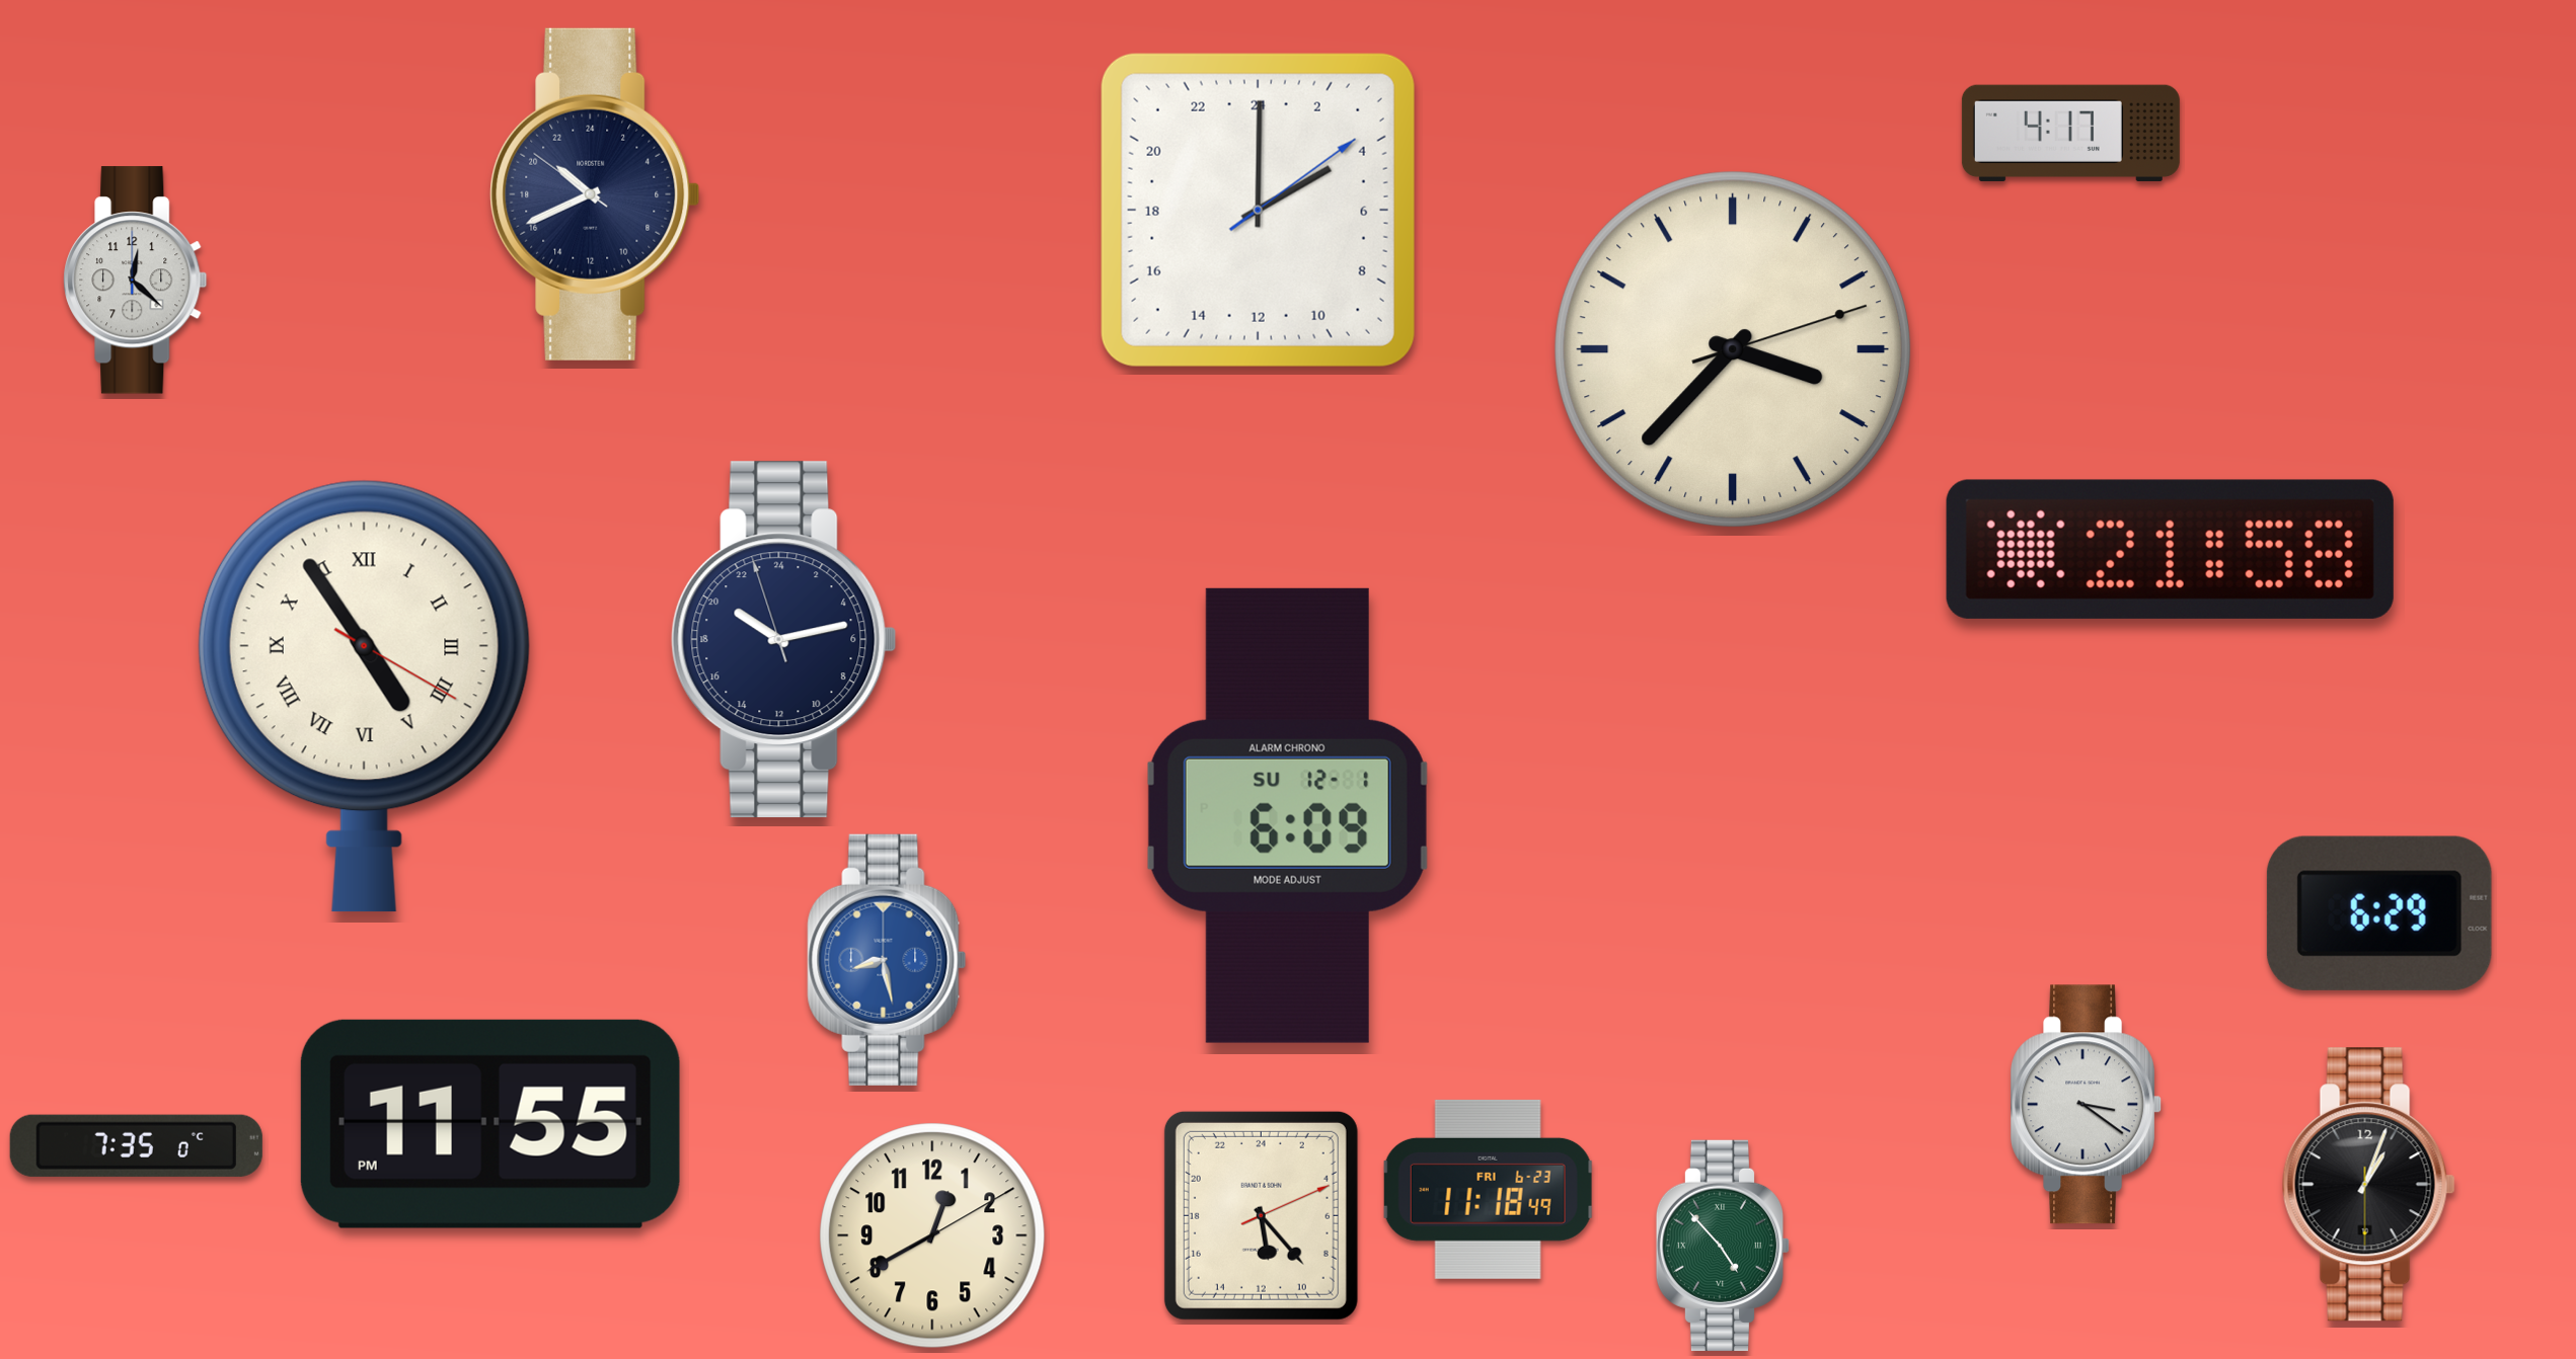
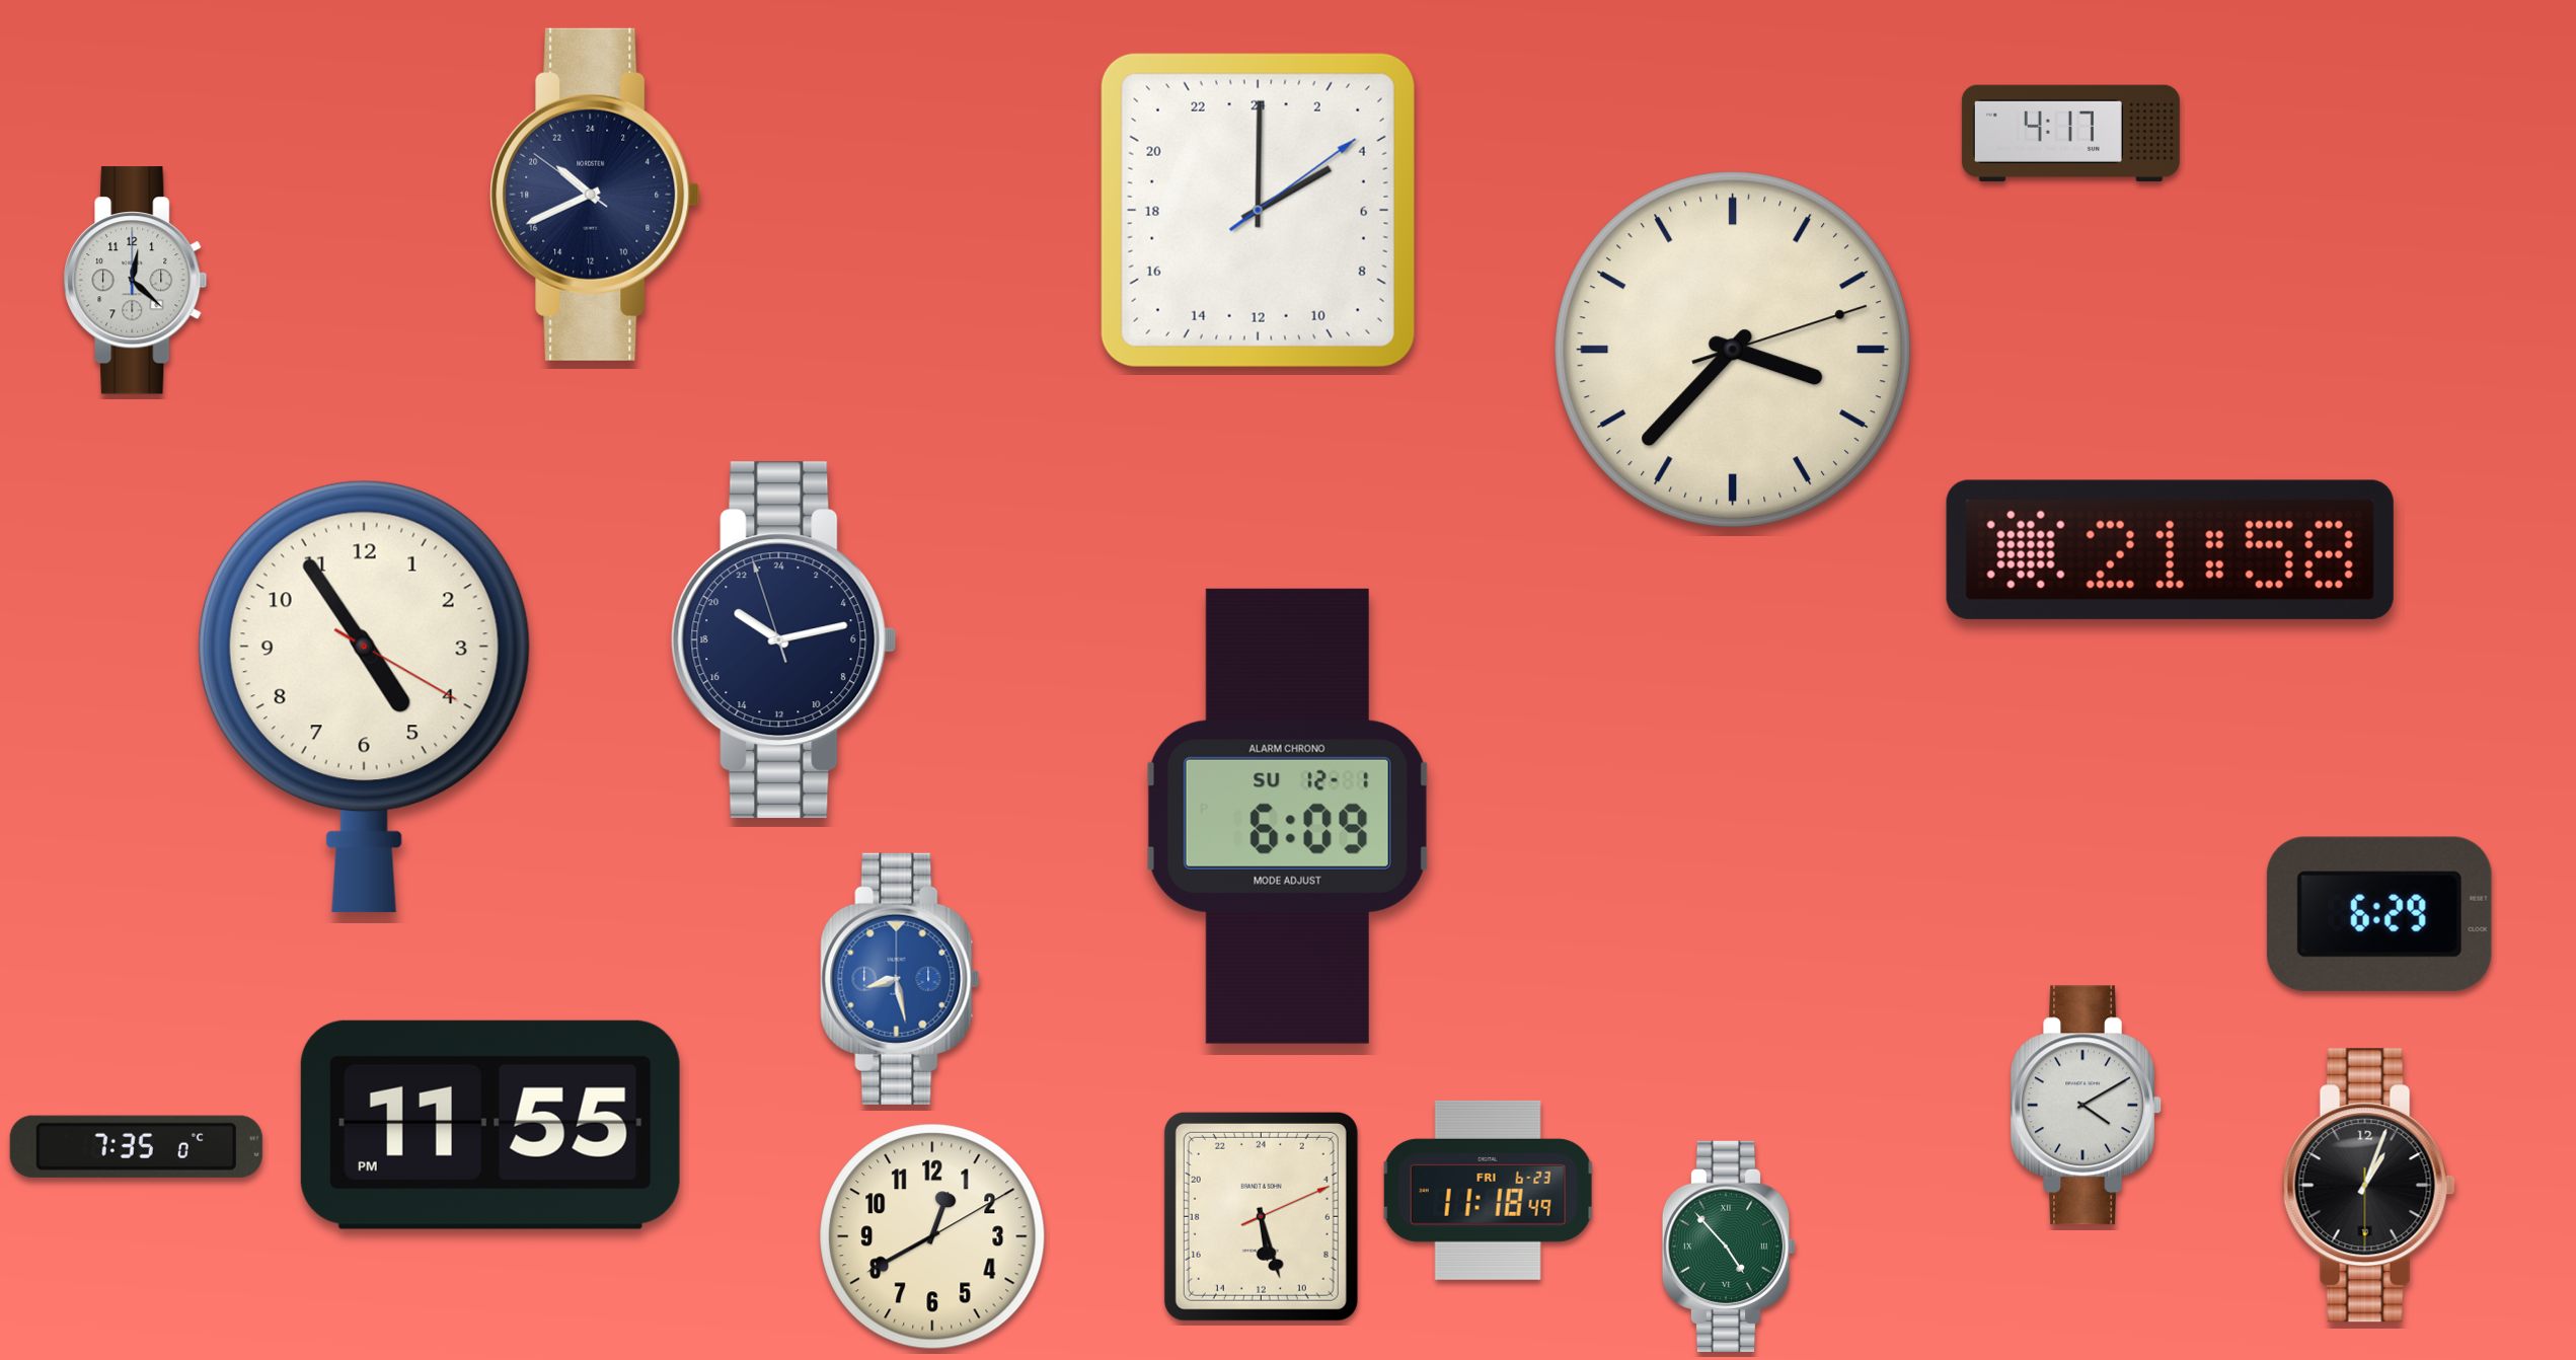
clock at (364, 696) numerals: Roman -> Arabic
clock at (887, 960) position: (887, 960) -> (900, 979)
clock at (2086, 1105): 3:21 -> 4:10
clock at (1261, 1215): 11:23 -> 11:27
clock at (1723, 1246) position: (1723, 1246) -> (1729, 1246)
